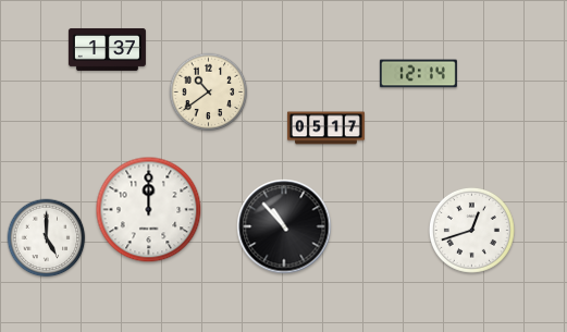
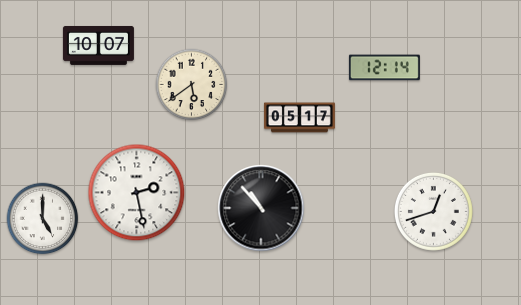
clock at (107, 49): 1:37 -> 10:07
clock at (209, 93): 10:39 -> 5:39
clock at (149, 210): 12:00 -> 2:28
